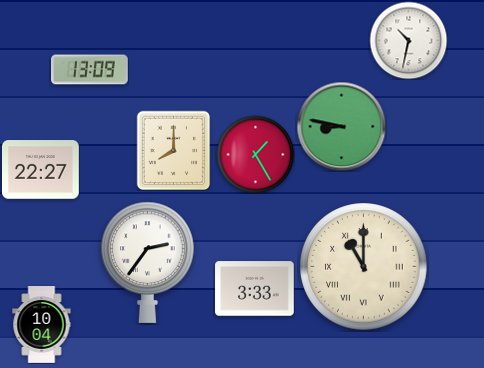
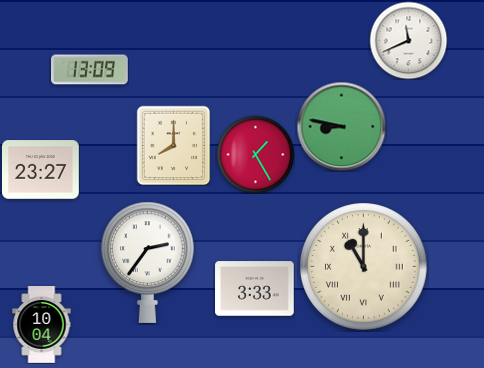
clock at (408, 40): 10:32 -> 11:41
clock at (174, 150) position: (174, 150) -> (174, 145)
clock at (41, 170): 22:27 -> 23:27
